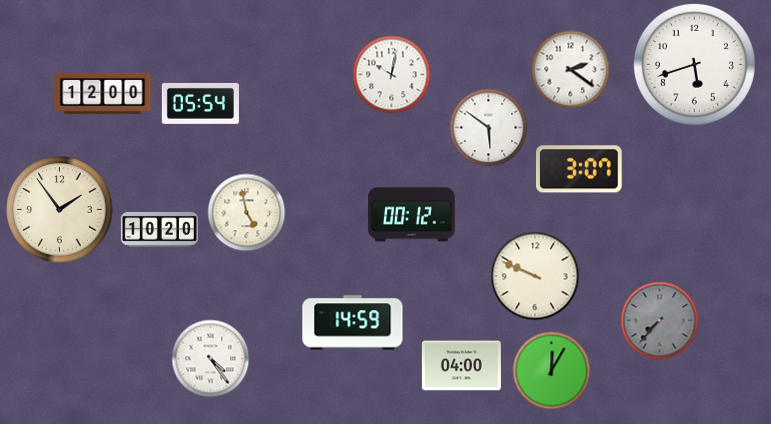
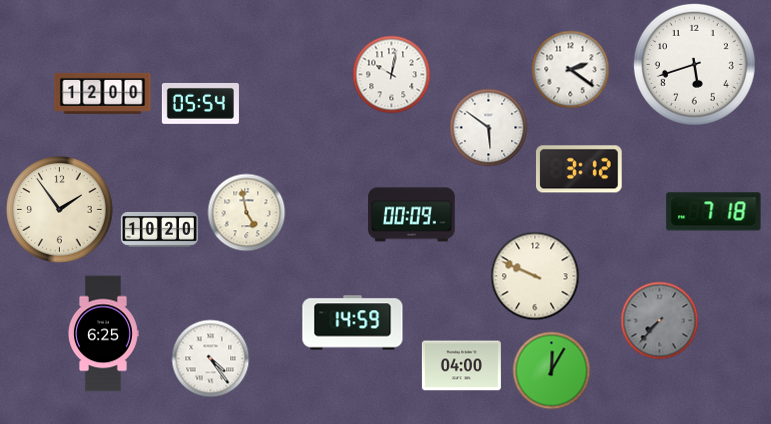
clock at (580, 169): 3:07 -> 3:12
clock at (714, 212): none -> 7:18
clock at (412, 215): 00:12 -> 00:09
clock at (104, 334): none -> 6:25
